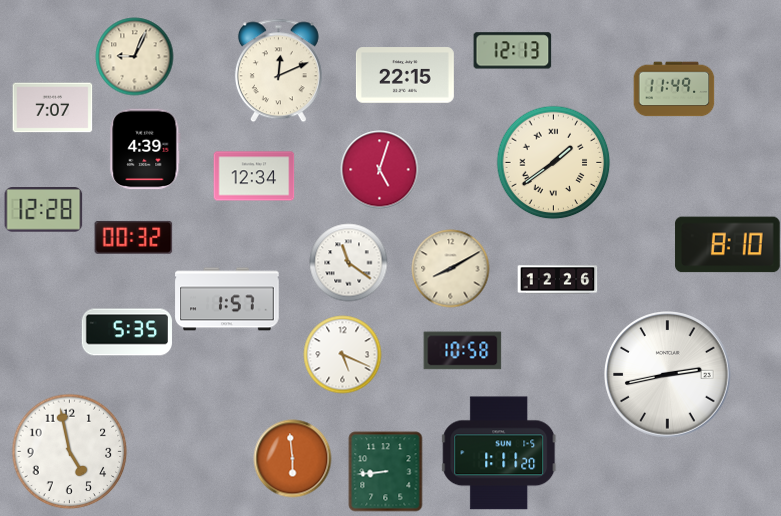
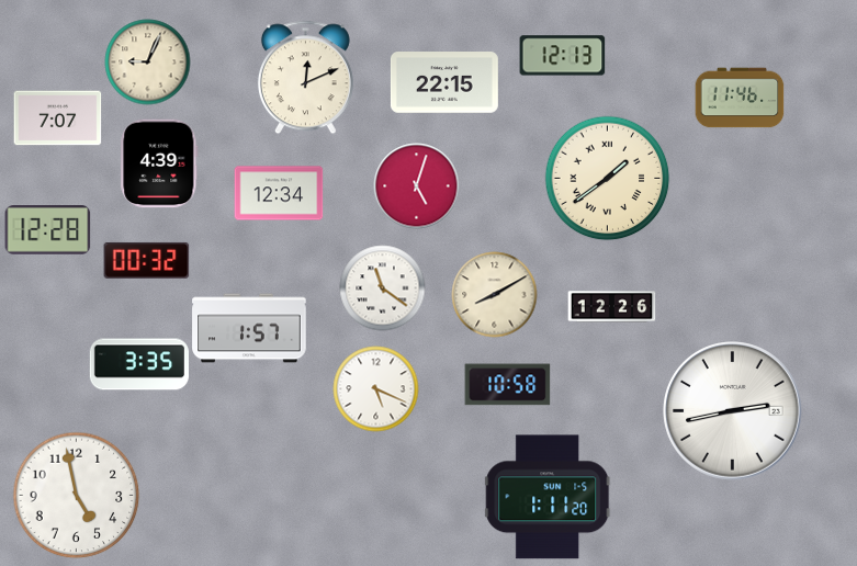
clock at (674, 89): 11:49 -> 11:46
clock at (728, 245): 8:10 -> none
clock at (127, 332): 5:35 -> 3:35
clock at (292, 458): 5:59 -> none
clock at (386, 471): 8:44 -> none
